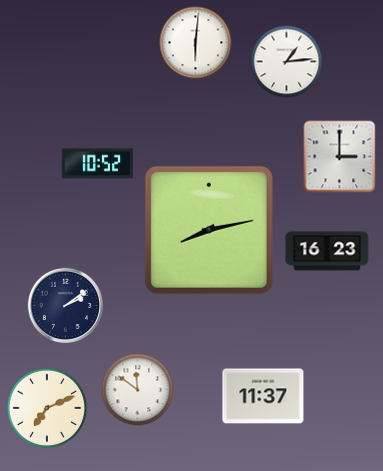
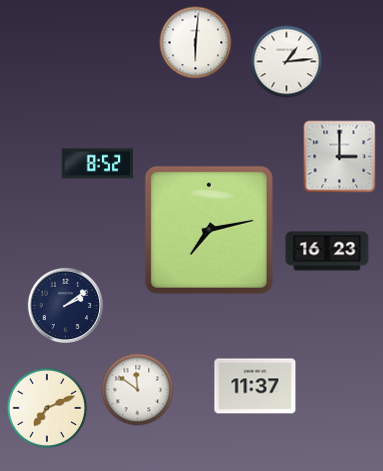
clock at (98, 164): 10:52 -> 8:52
clock at (209, 230): 8:13 -> 7:13
clock at (263, 396) position: (263, 396) -> (255, 386)
